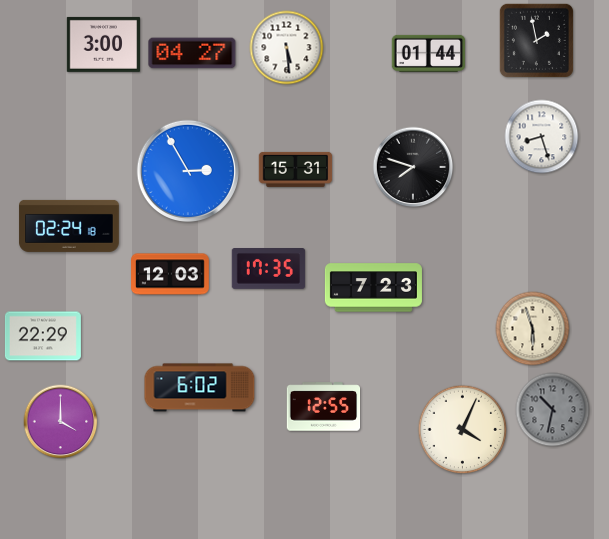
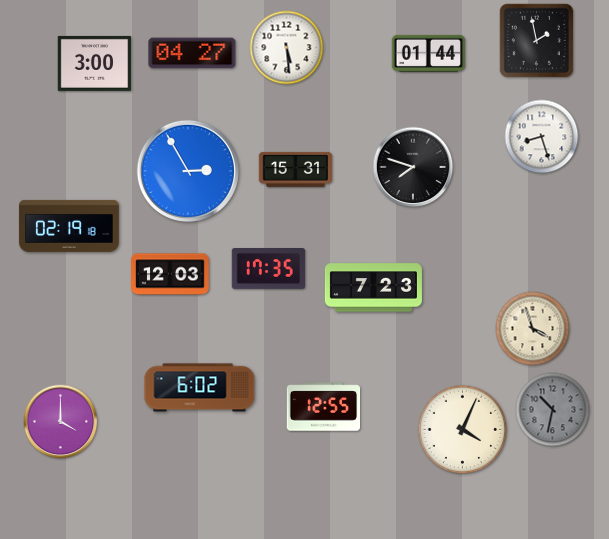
clock at (104, 44) position: (104, 44) -> (95, 63)
clock at (69, 226): 02:24 -> 02:19
clock at (533, 329): 5:57 -> 3:57
clock at (43, 336): 22:29 -> none
